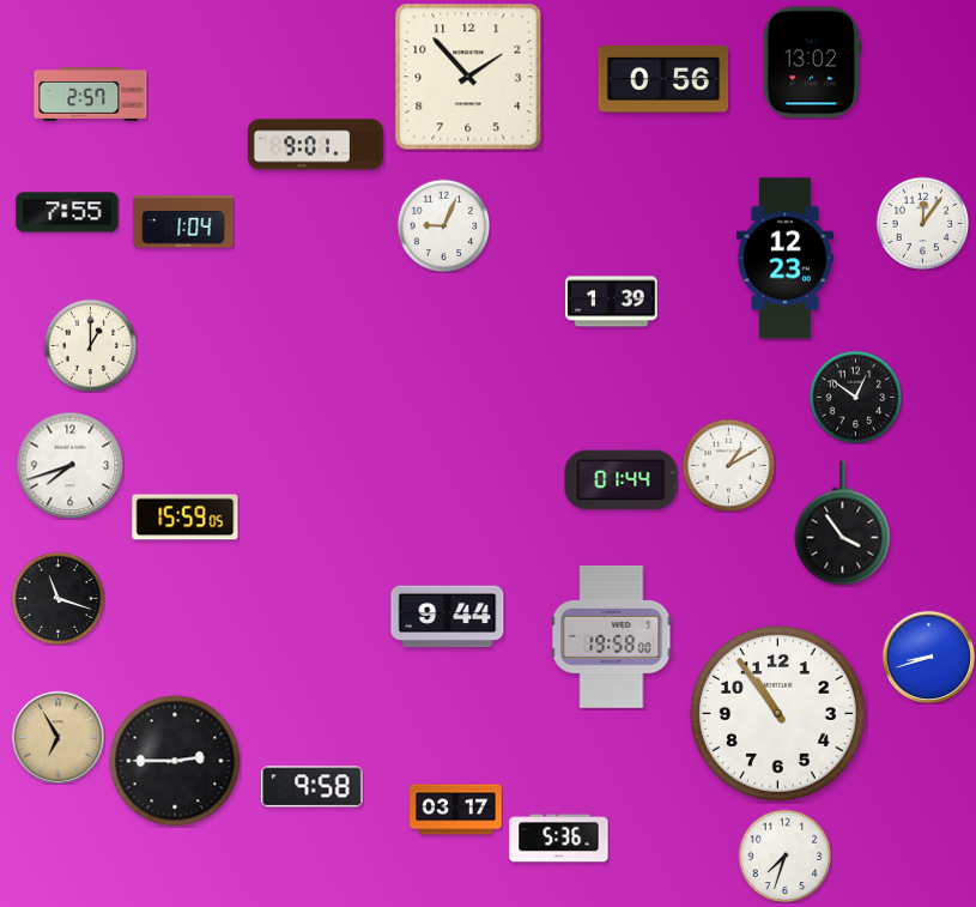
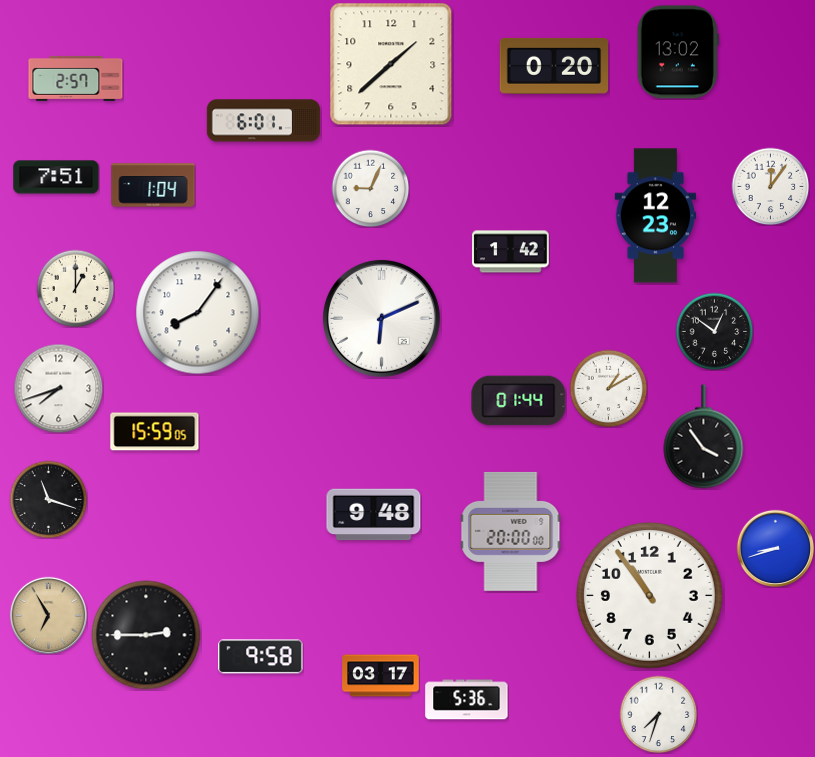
clock at (468, 77): 1:53 -> 1:38
clock at (663, 79): 0:56 -> 0:20
clock at (315, 145): 9:01 -> 6:01
clock at (67, 212): 7:55 -> 7:51
clock at (612, 302): 1:39 -> 1:42
clock at (198, 313): none -> 8:06
clock at (381, 318): none -> 6:11
clock at (448, 617): 9:44 -> 9:48
clock at (612, 636): 19:58 -> 20:00
clock at (784, 855) position: (784, 855) -> (658, 714)
